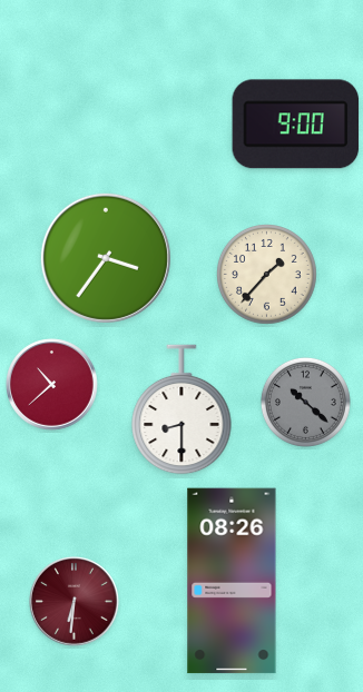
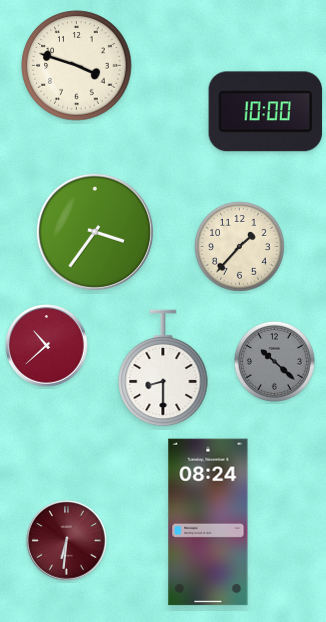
clock at (77, 66): none -> 3:48
clock at (296, 125): 9:00 -> 10:00
clock at (232, 581): 08:26 -> 08:24
